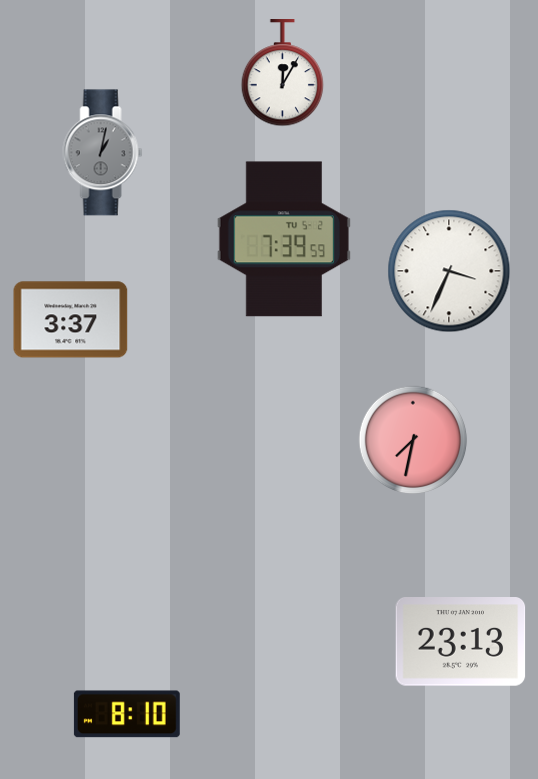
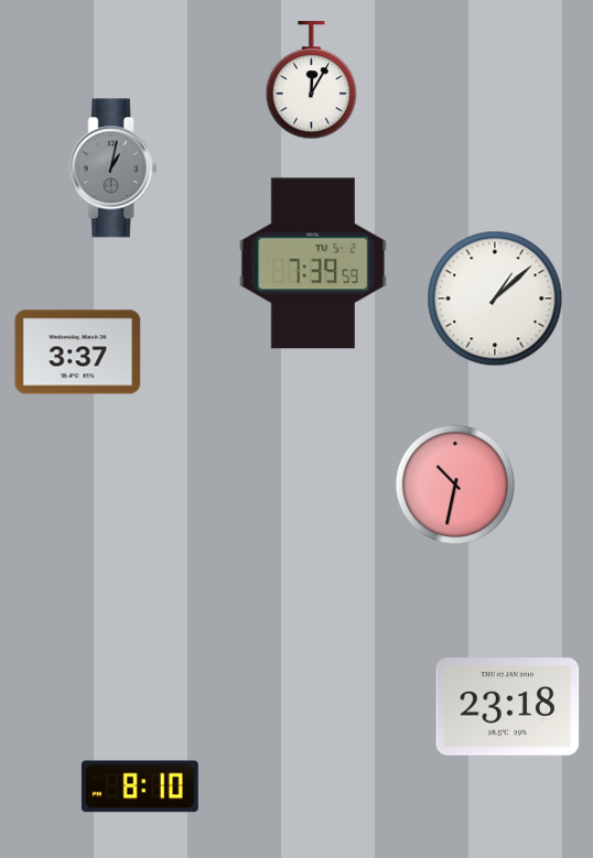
clock at (449, 271): 3:34 -> 1:08
clock at (413, 440): 7:32 -> 10:32
clock at (461, 642): 23:13 -> 23:18
